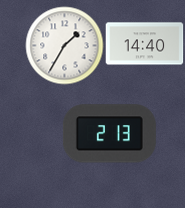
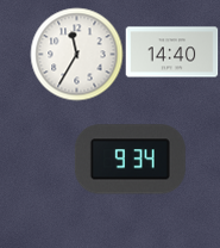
clock at (64, 45): 1:35 -> 11:35
clock at (109, 134): 2:13 -> 9:34
